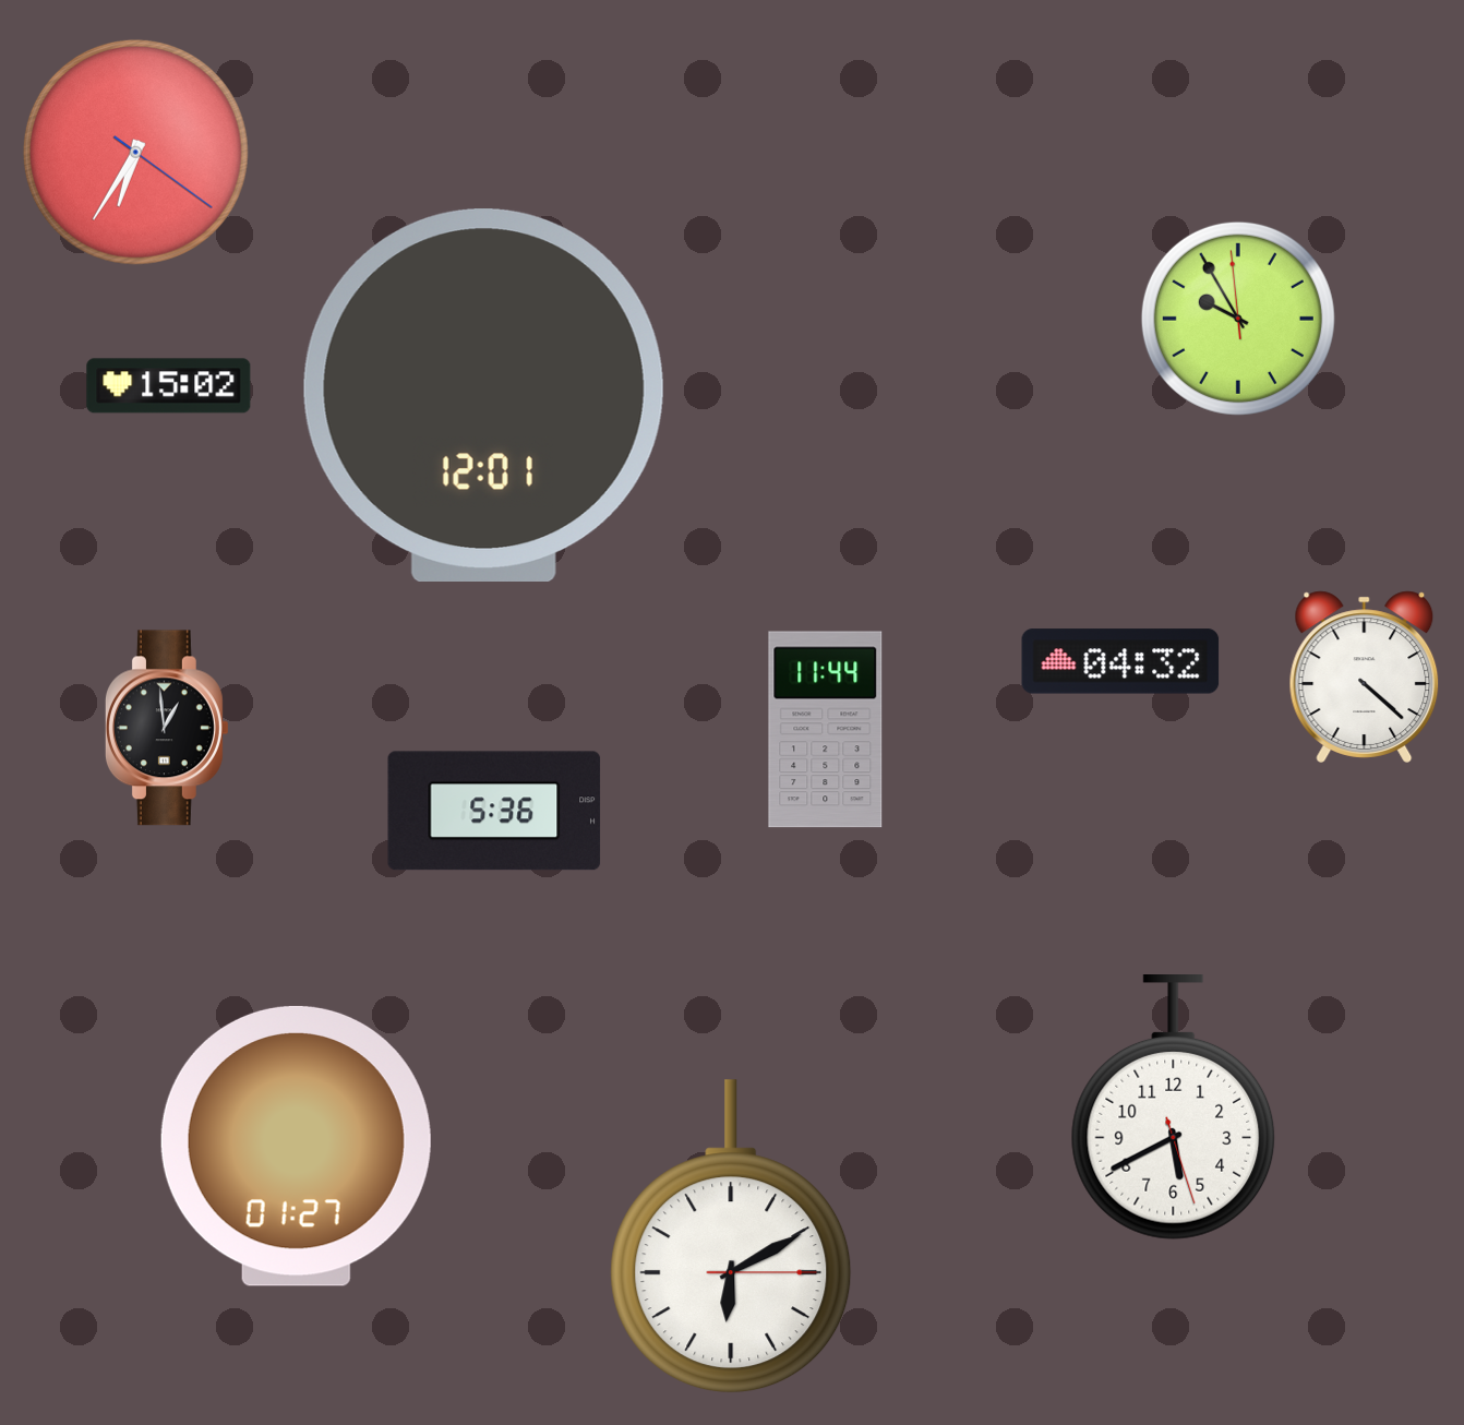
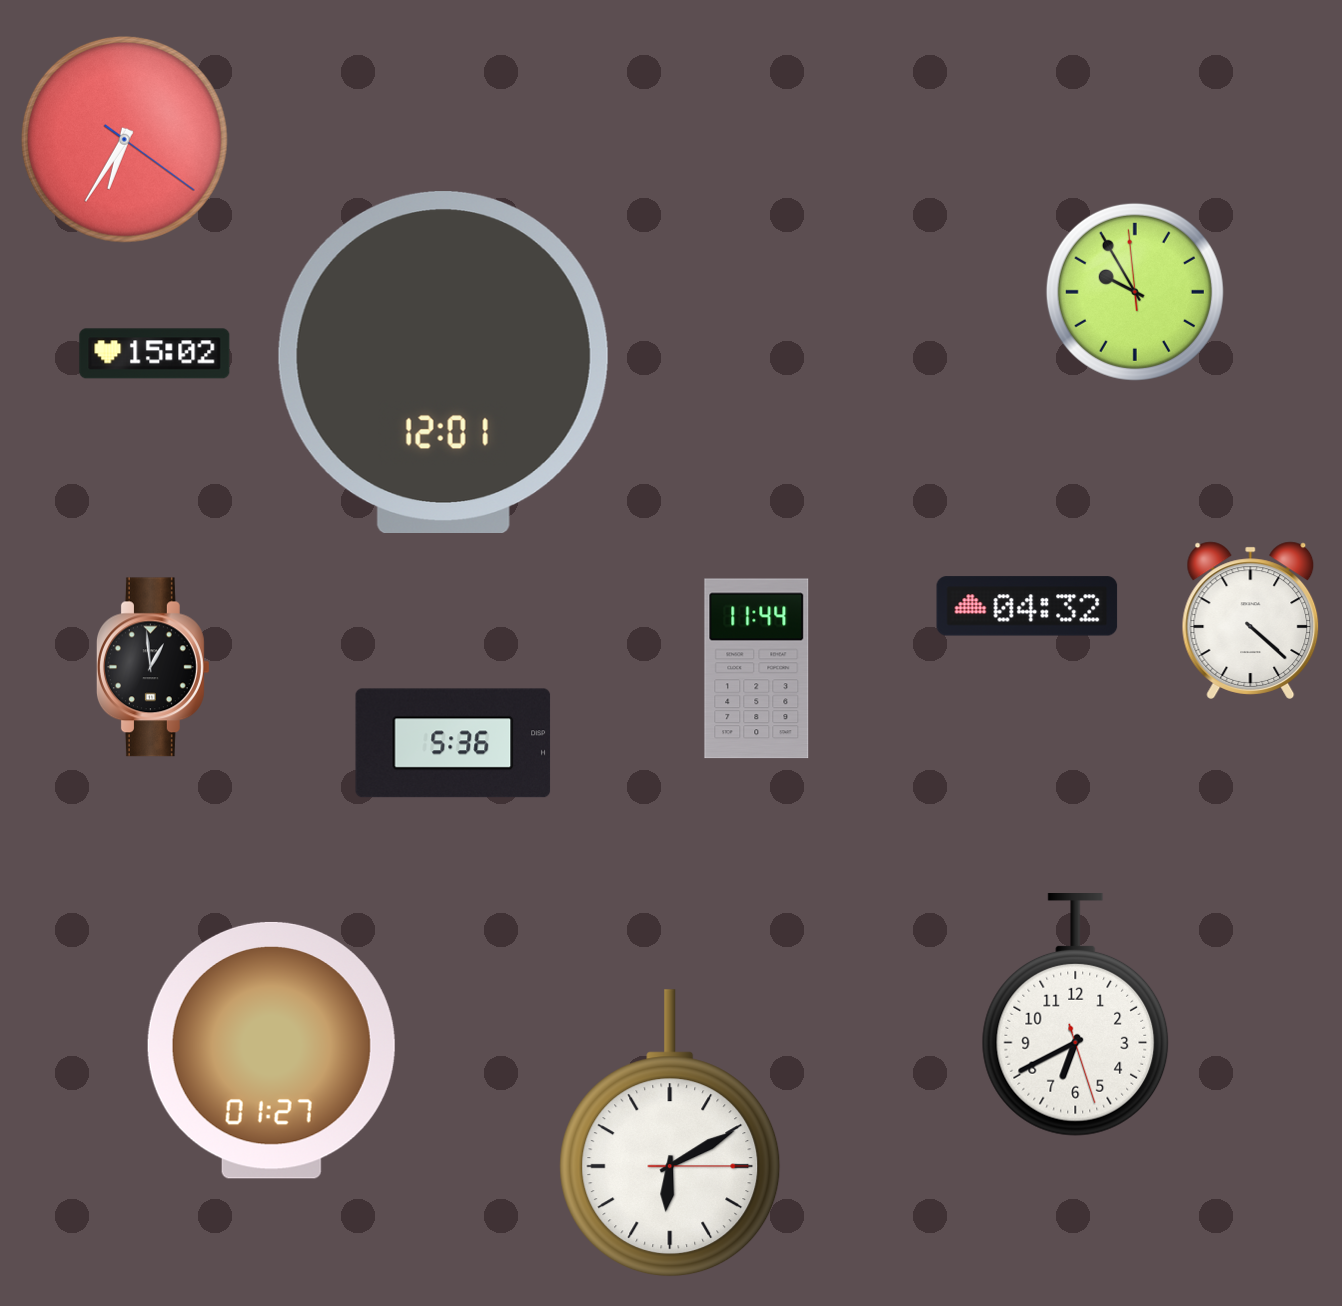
clock at (1174, 1107): 5:40 -> 6:40
